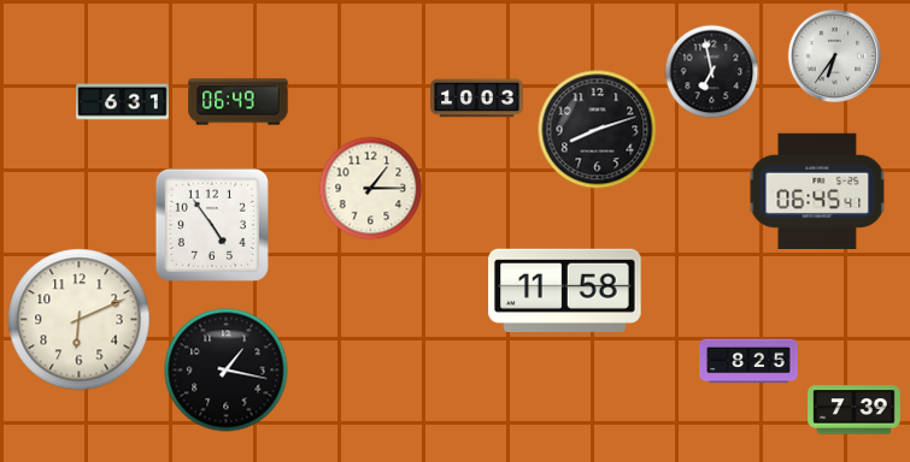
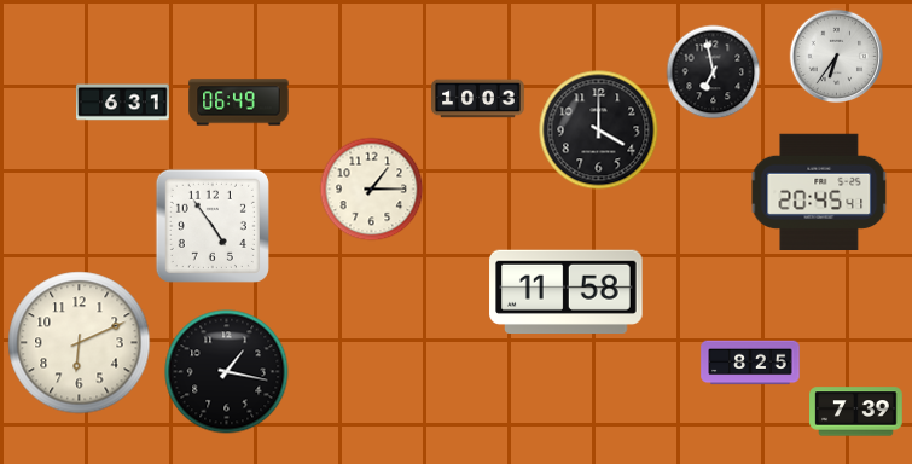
clock at (598, 130): 8:12 -> 4:00
clock at (817, 190): 06:45 -> 20:45
clock at (80, 320) position: (80, 320) -> (80, 343)
